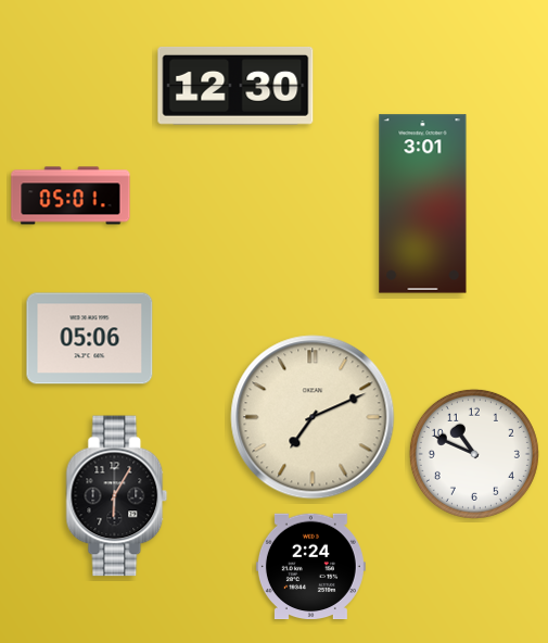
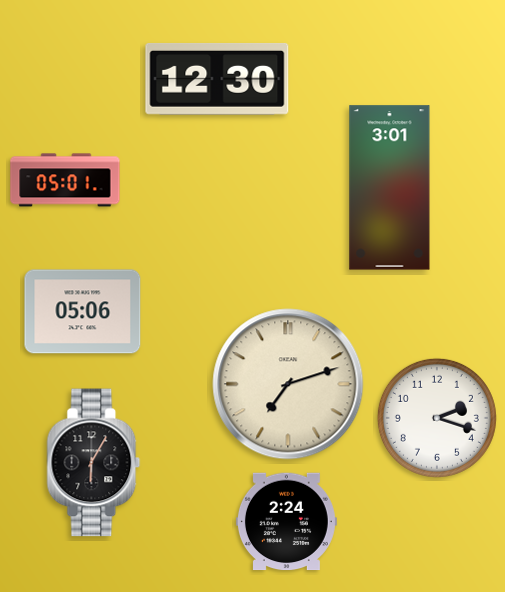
clock at (313, 417): 7:11 -> 7:12
clock at (474, 454): 10:49 -> 2:18
clock at (117, 496) position: (117, 496) -> (94, 463)
